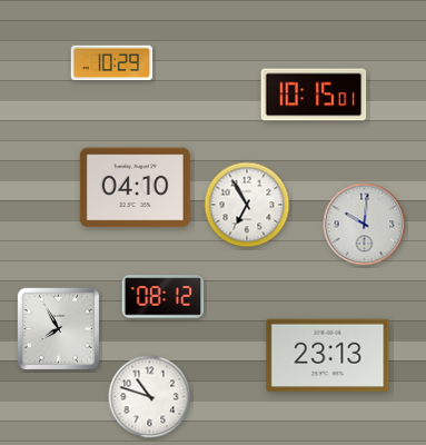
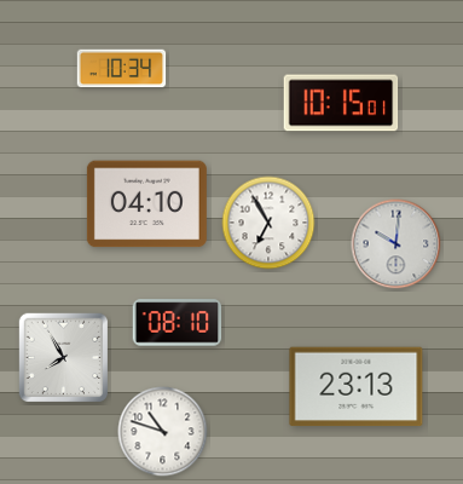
clock at (112, 63): 10:29 -> 10:34
clock at (164, 297): 08:12 -> 08:10
